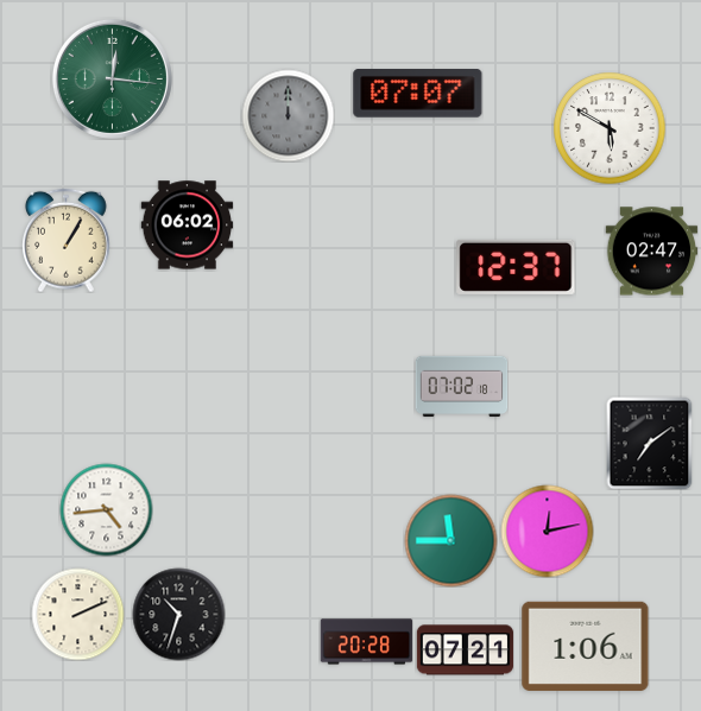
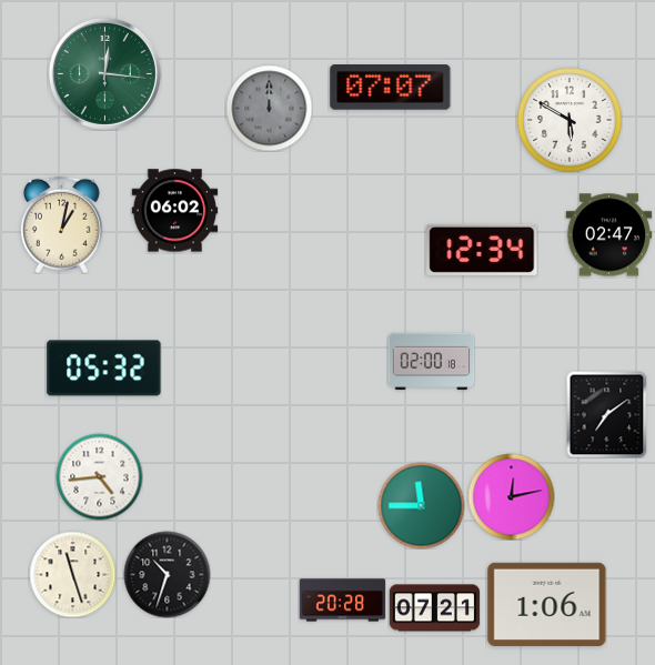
clock at (67, 240): 1:05 -> 1:02
clock at (516, 267): 12:37 -> 12:34
clock at (461, 387): 07:02 -> 02:00
clock at (104, 369): none -> 05:32
clock at (77, 614): 2:11 -> 11:27
